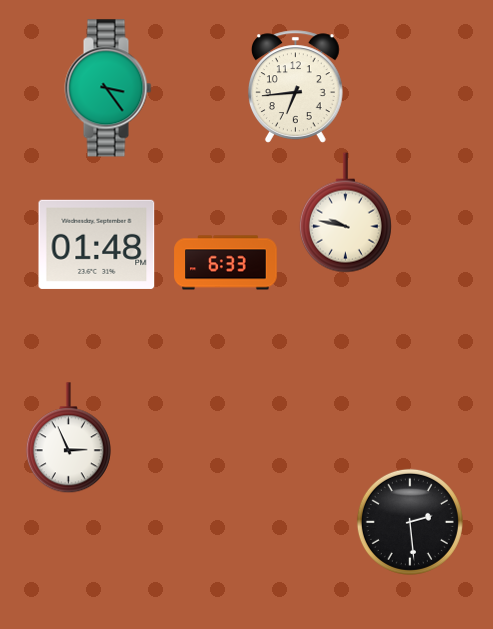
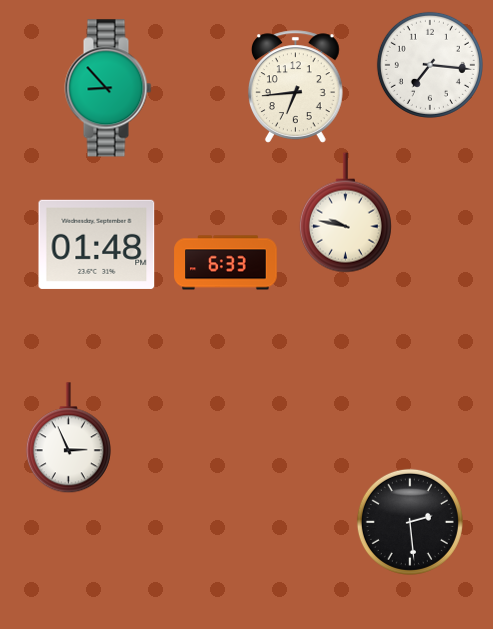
clock at (430, 65): none -> 7:16
clock at (108, 88): 3:24 -> 8:53
